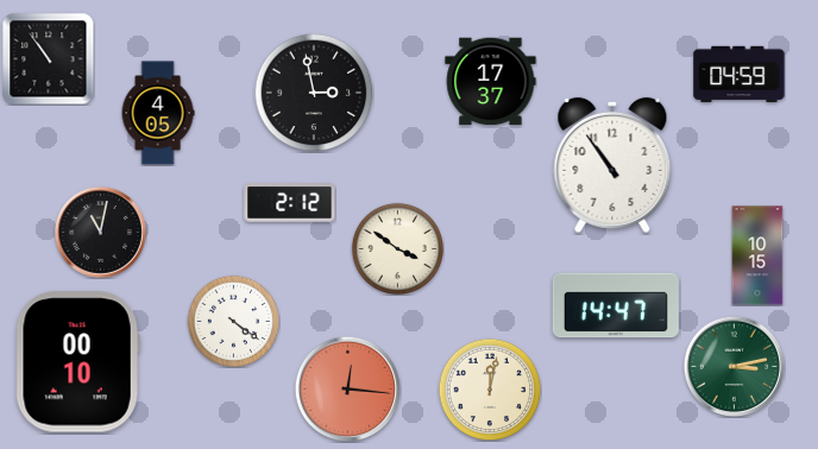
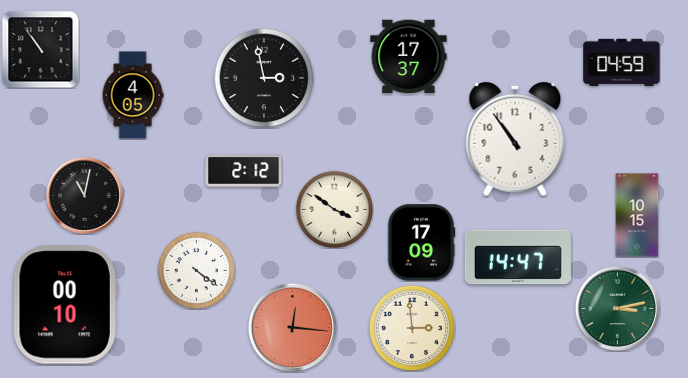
clock at (491, 82) position: (491, 82) -> (409, 57)
clock at (421, 243): none -> 17:09
clock at (490, 390): 12:02 -> 2:59
